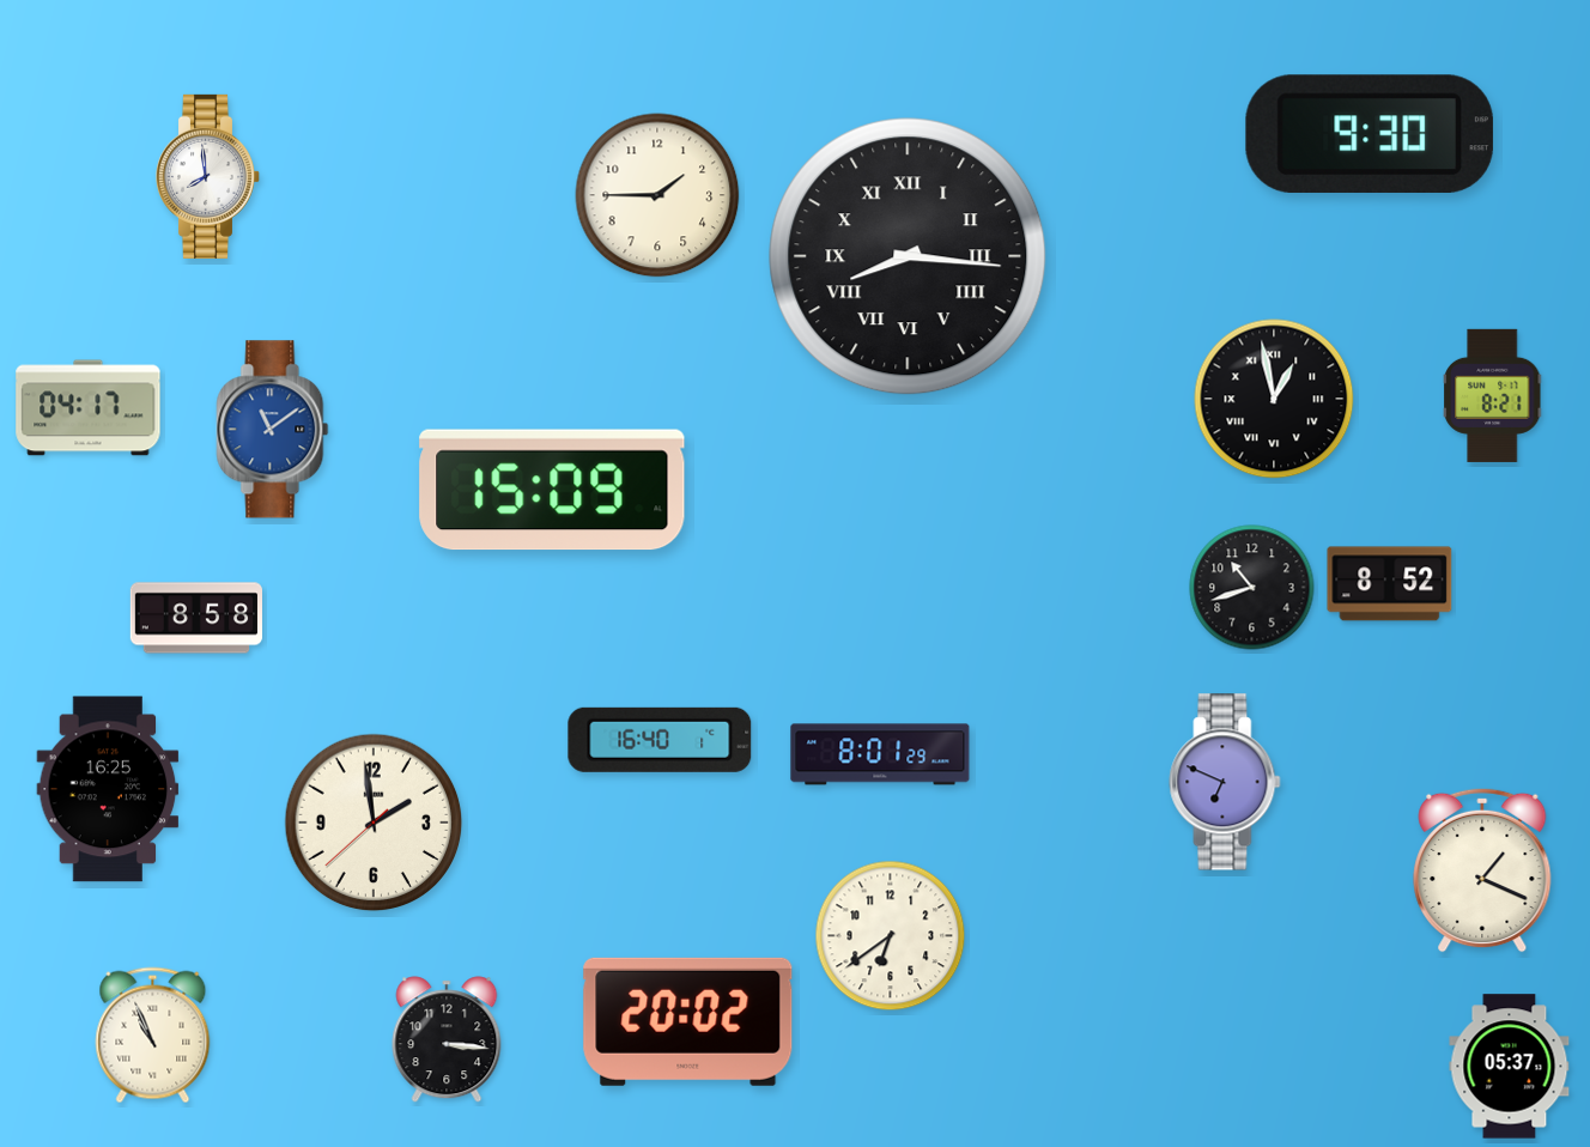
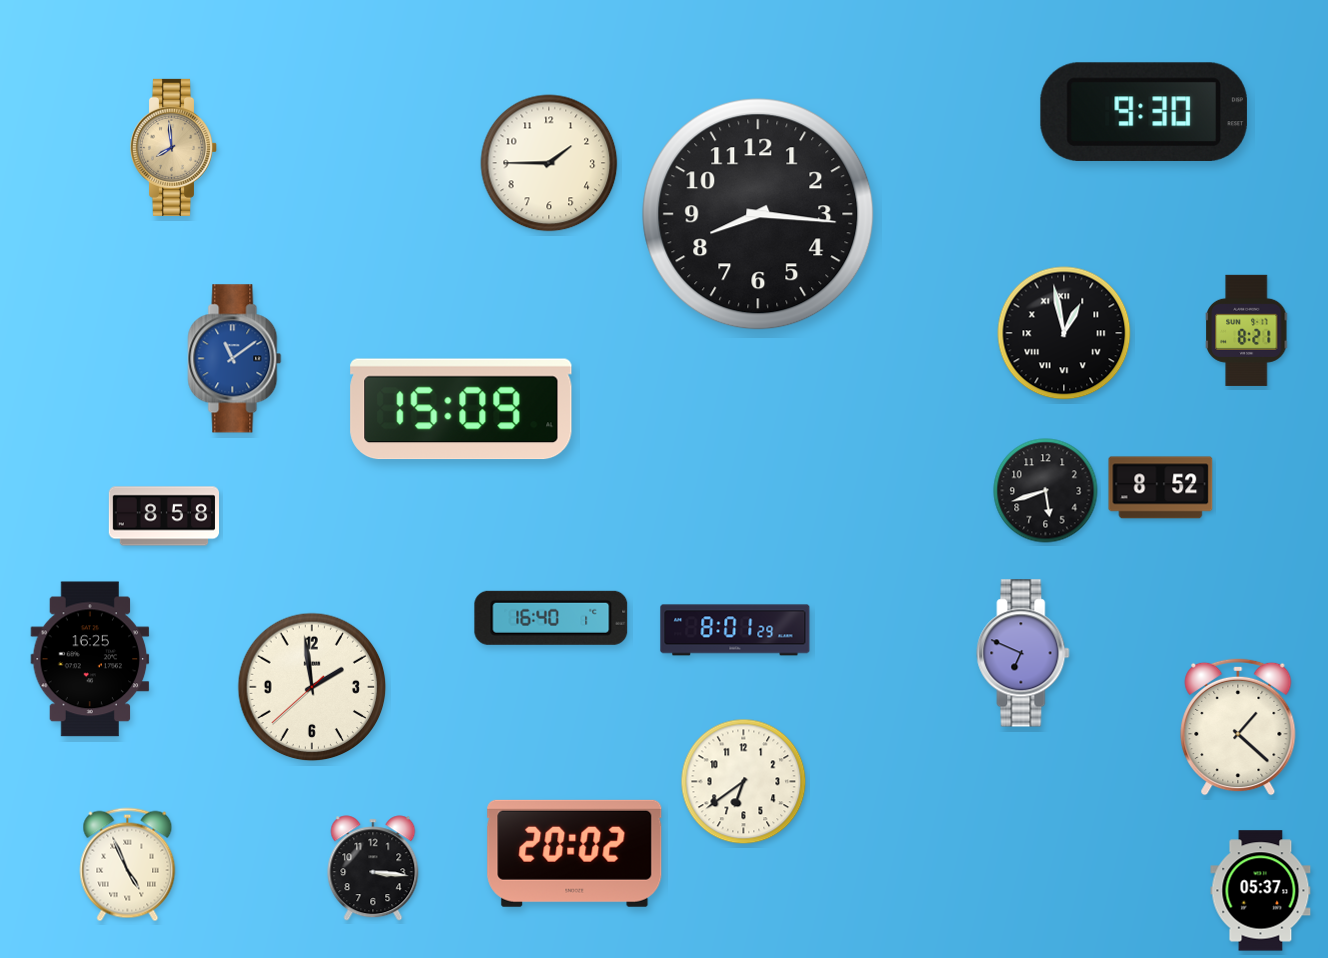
clock at (208, 176) dial: white -> champagne
clock at (908, 256) numerals: Roman -> Arabic
clock at (89, 408): 04:17 -> none
clock at (273, 430) position: (273, 430) -> (235, 359)
clock at (1252, 588): 10:42 -> 5:42
clock at (1482, 870): 1:19 -> 1:22
clock at (153, 1036): 10:56 -> 4:56
